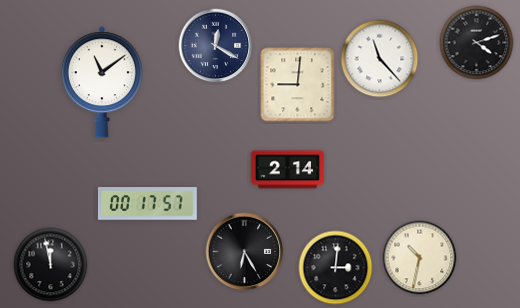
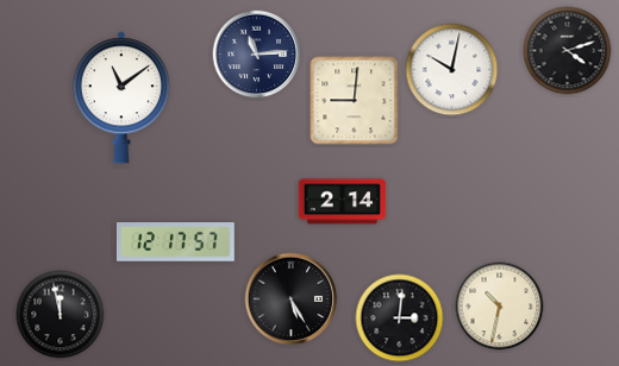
clock at (216, 46): 12:20 -> 11:14
clock at (380, 59): 11:23 -> 10:02
clock at (147, 204): 00:17 -> 12:17
clock at (245, 252): 6:25 -> 5:25
